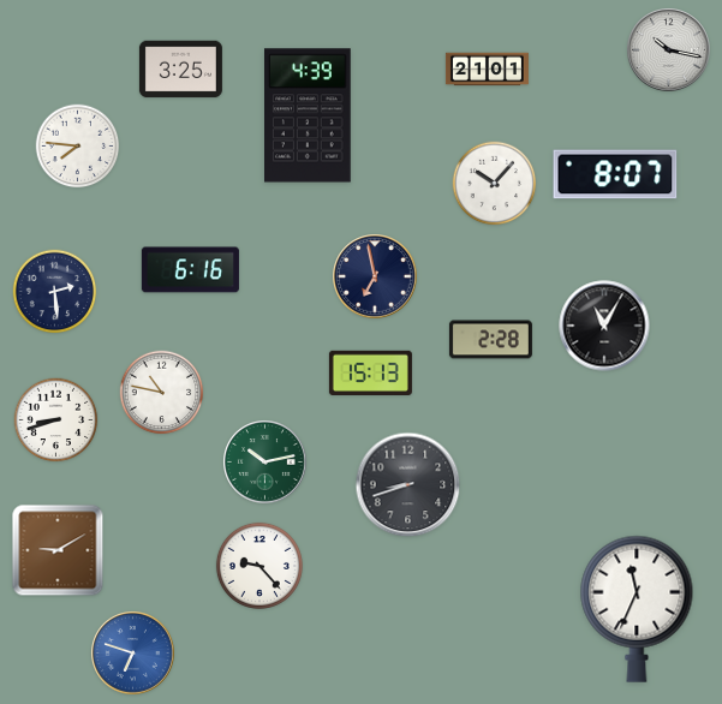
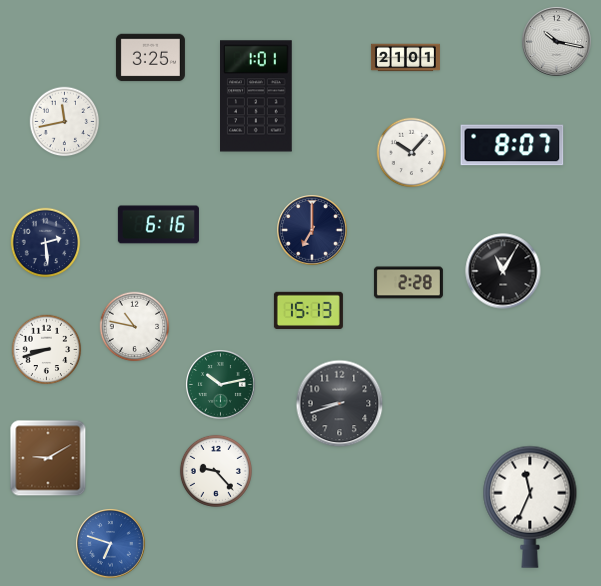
clock at (309, 115): 4:39 -> 1:01
clock at (78, 147): 7:46 -> 11:43
clock at (375, 276): 6:58 -> 7:00
